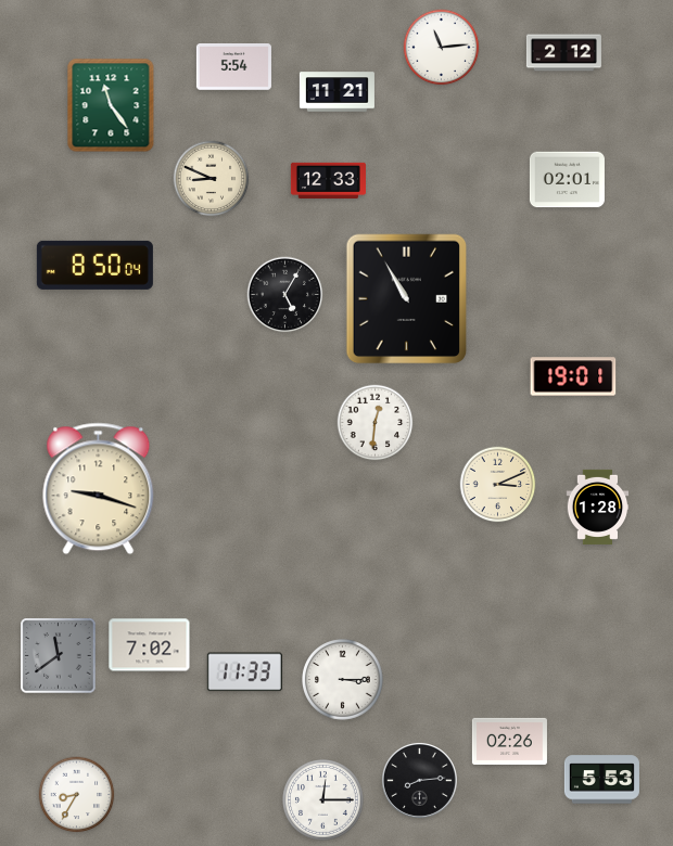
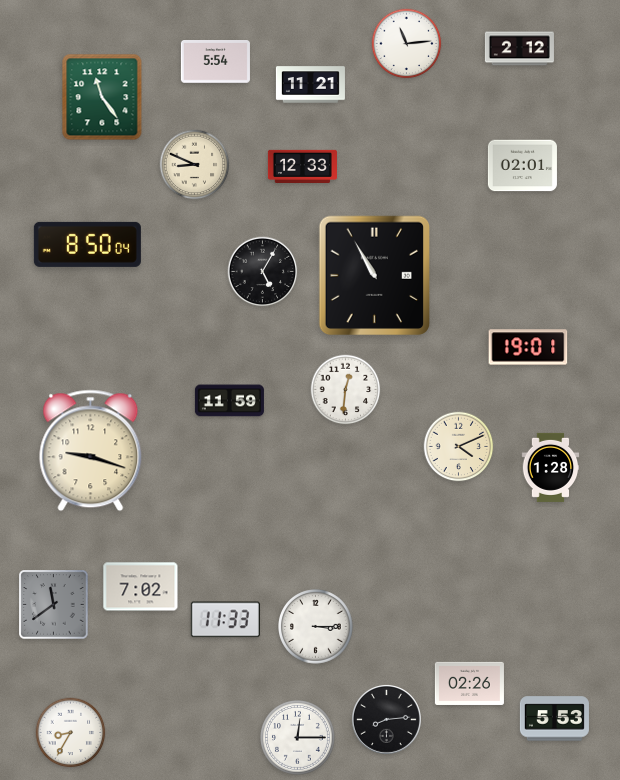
clock at (229, 401): none -> 11:59
clock at (498, 485): 3:11 -> 4:11
clock at (150, 645) position: (150, 645) -> (141, 587)
